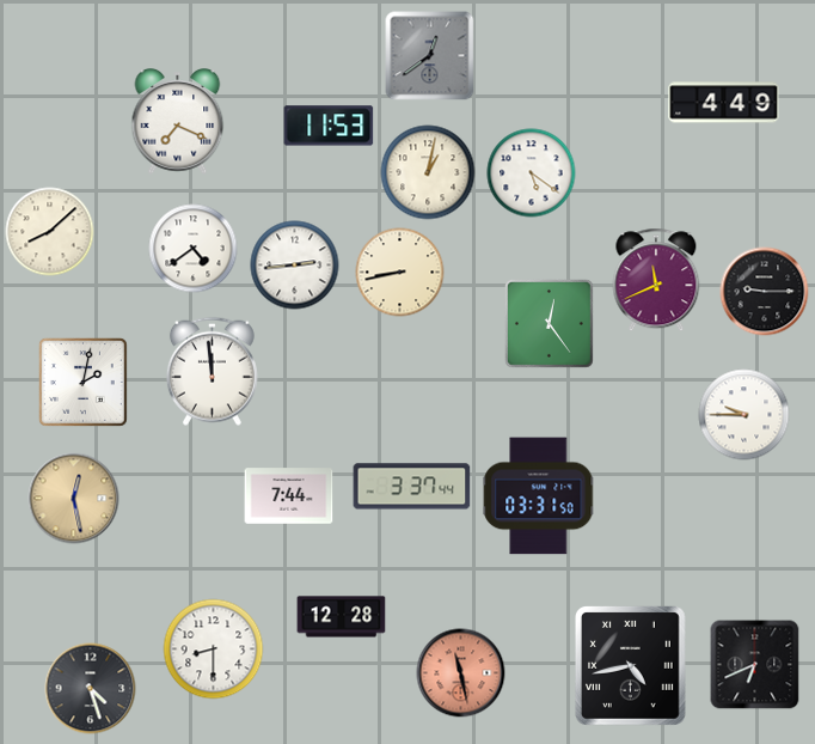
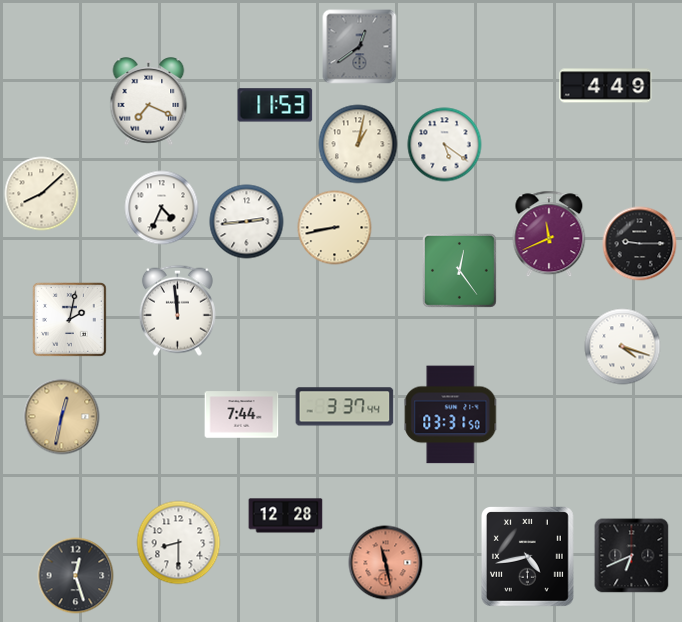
clock at (194, 249): 4:39 -> 4:34
clock at (744, 415): 9:45 -> 4:18
clock at (74, 499): 12:28 -> 12:32
clock at (91, 689): 4:27 -> 12:27
